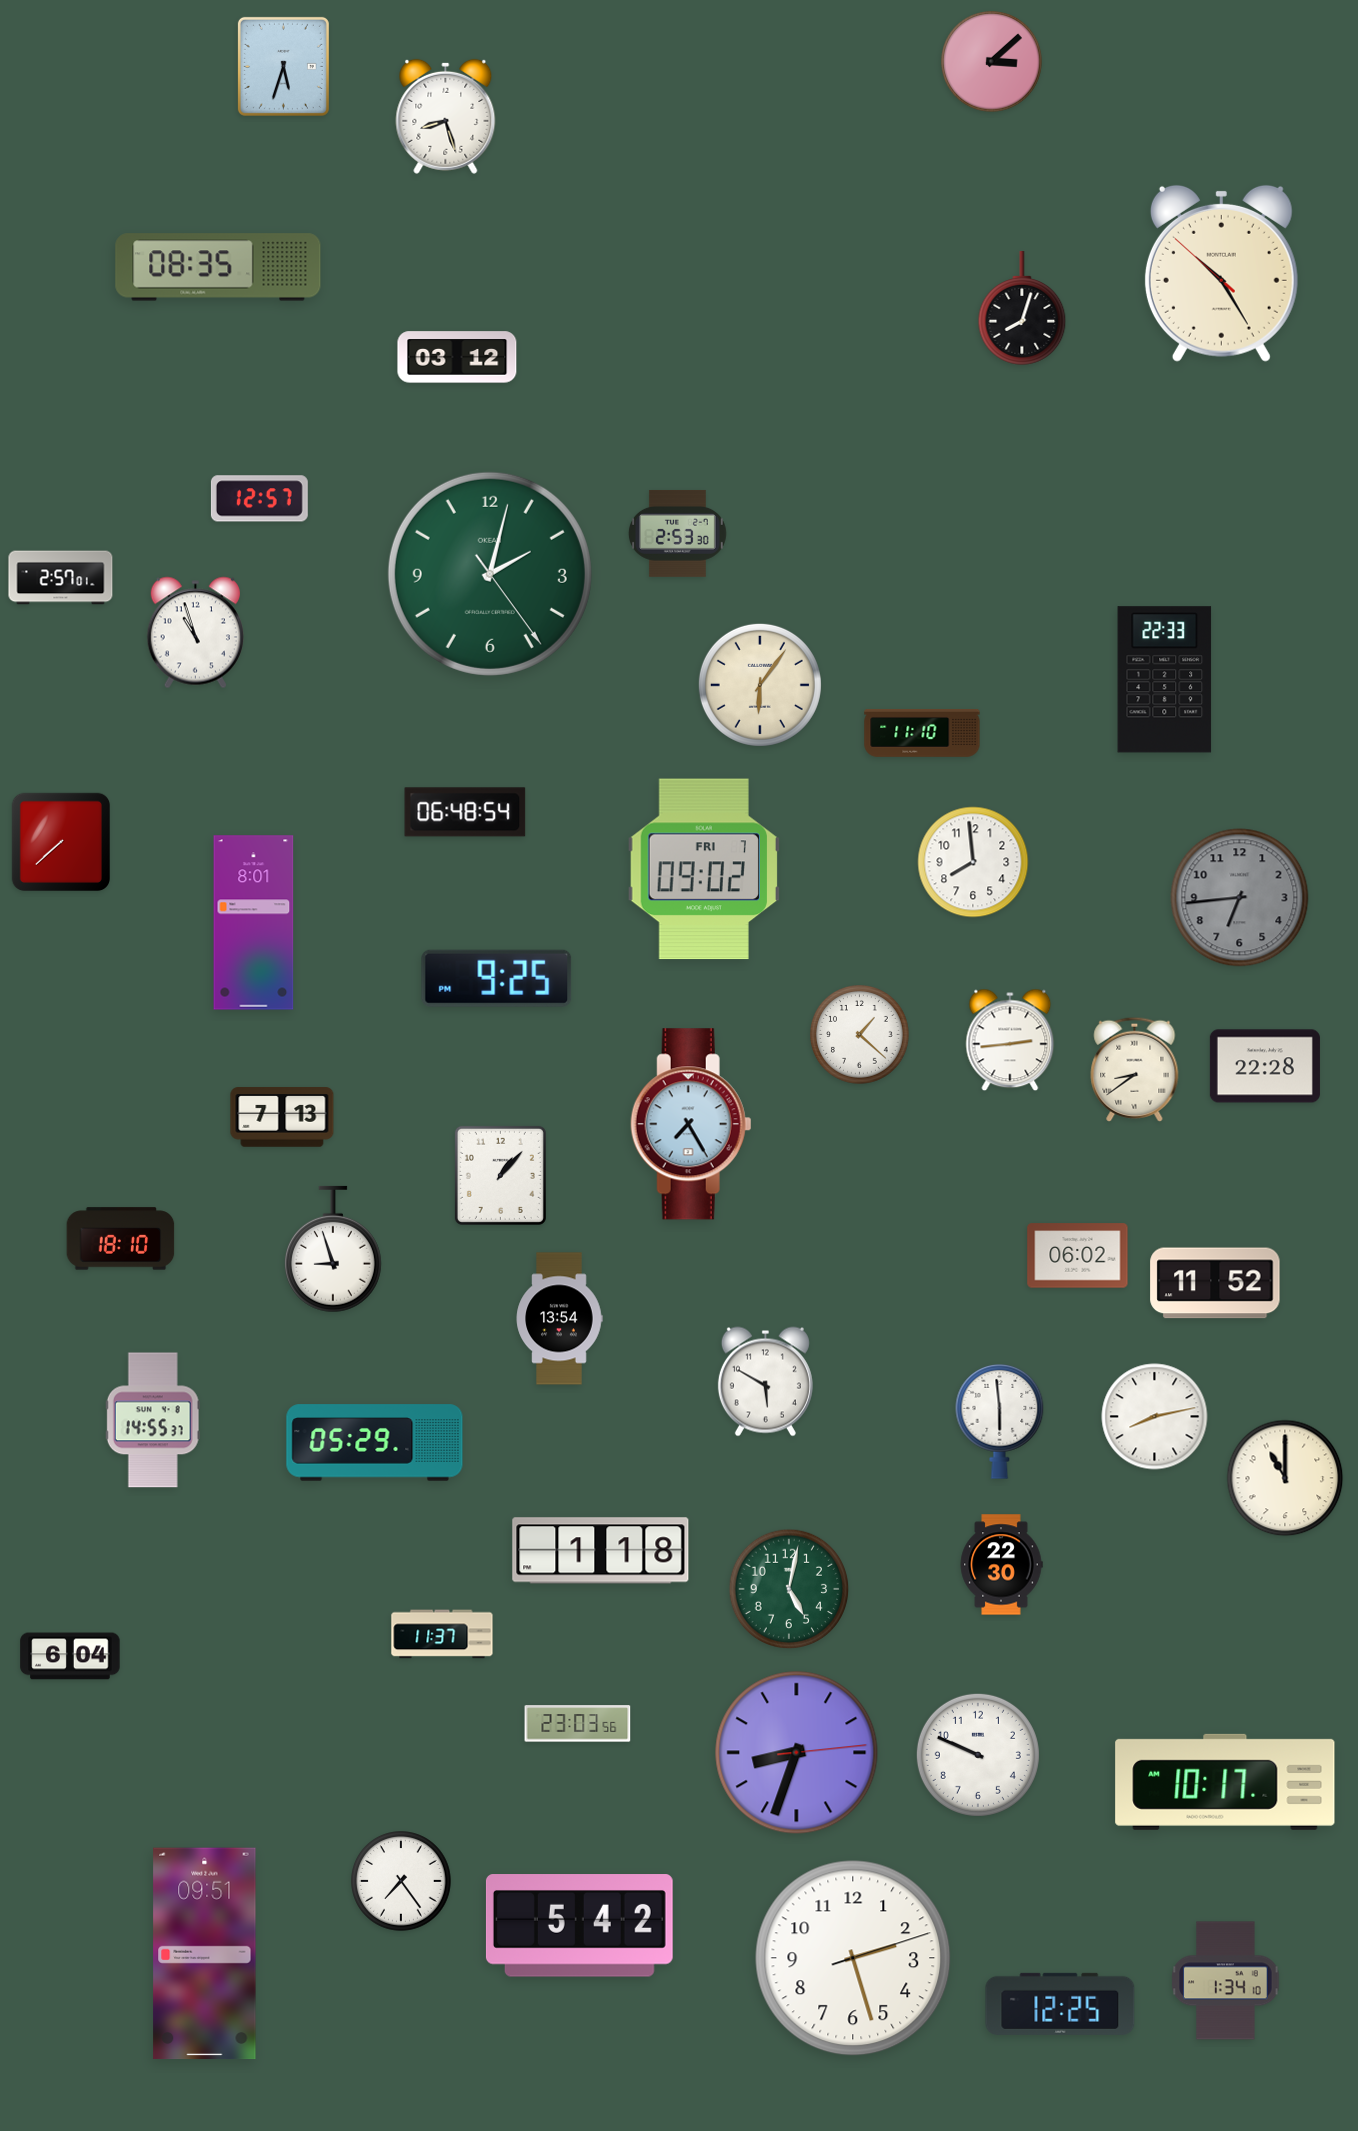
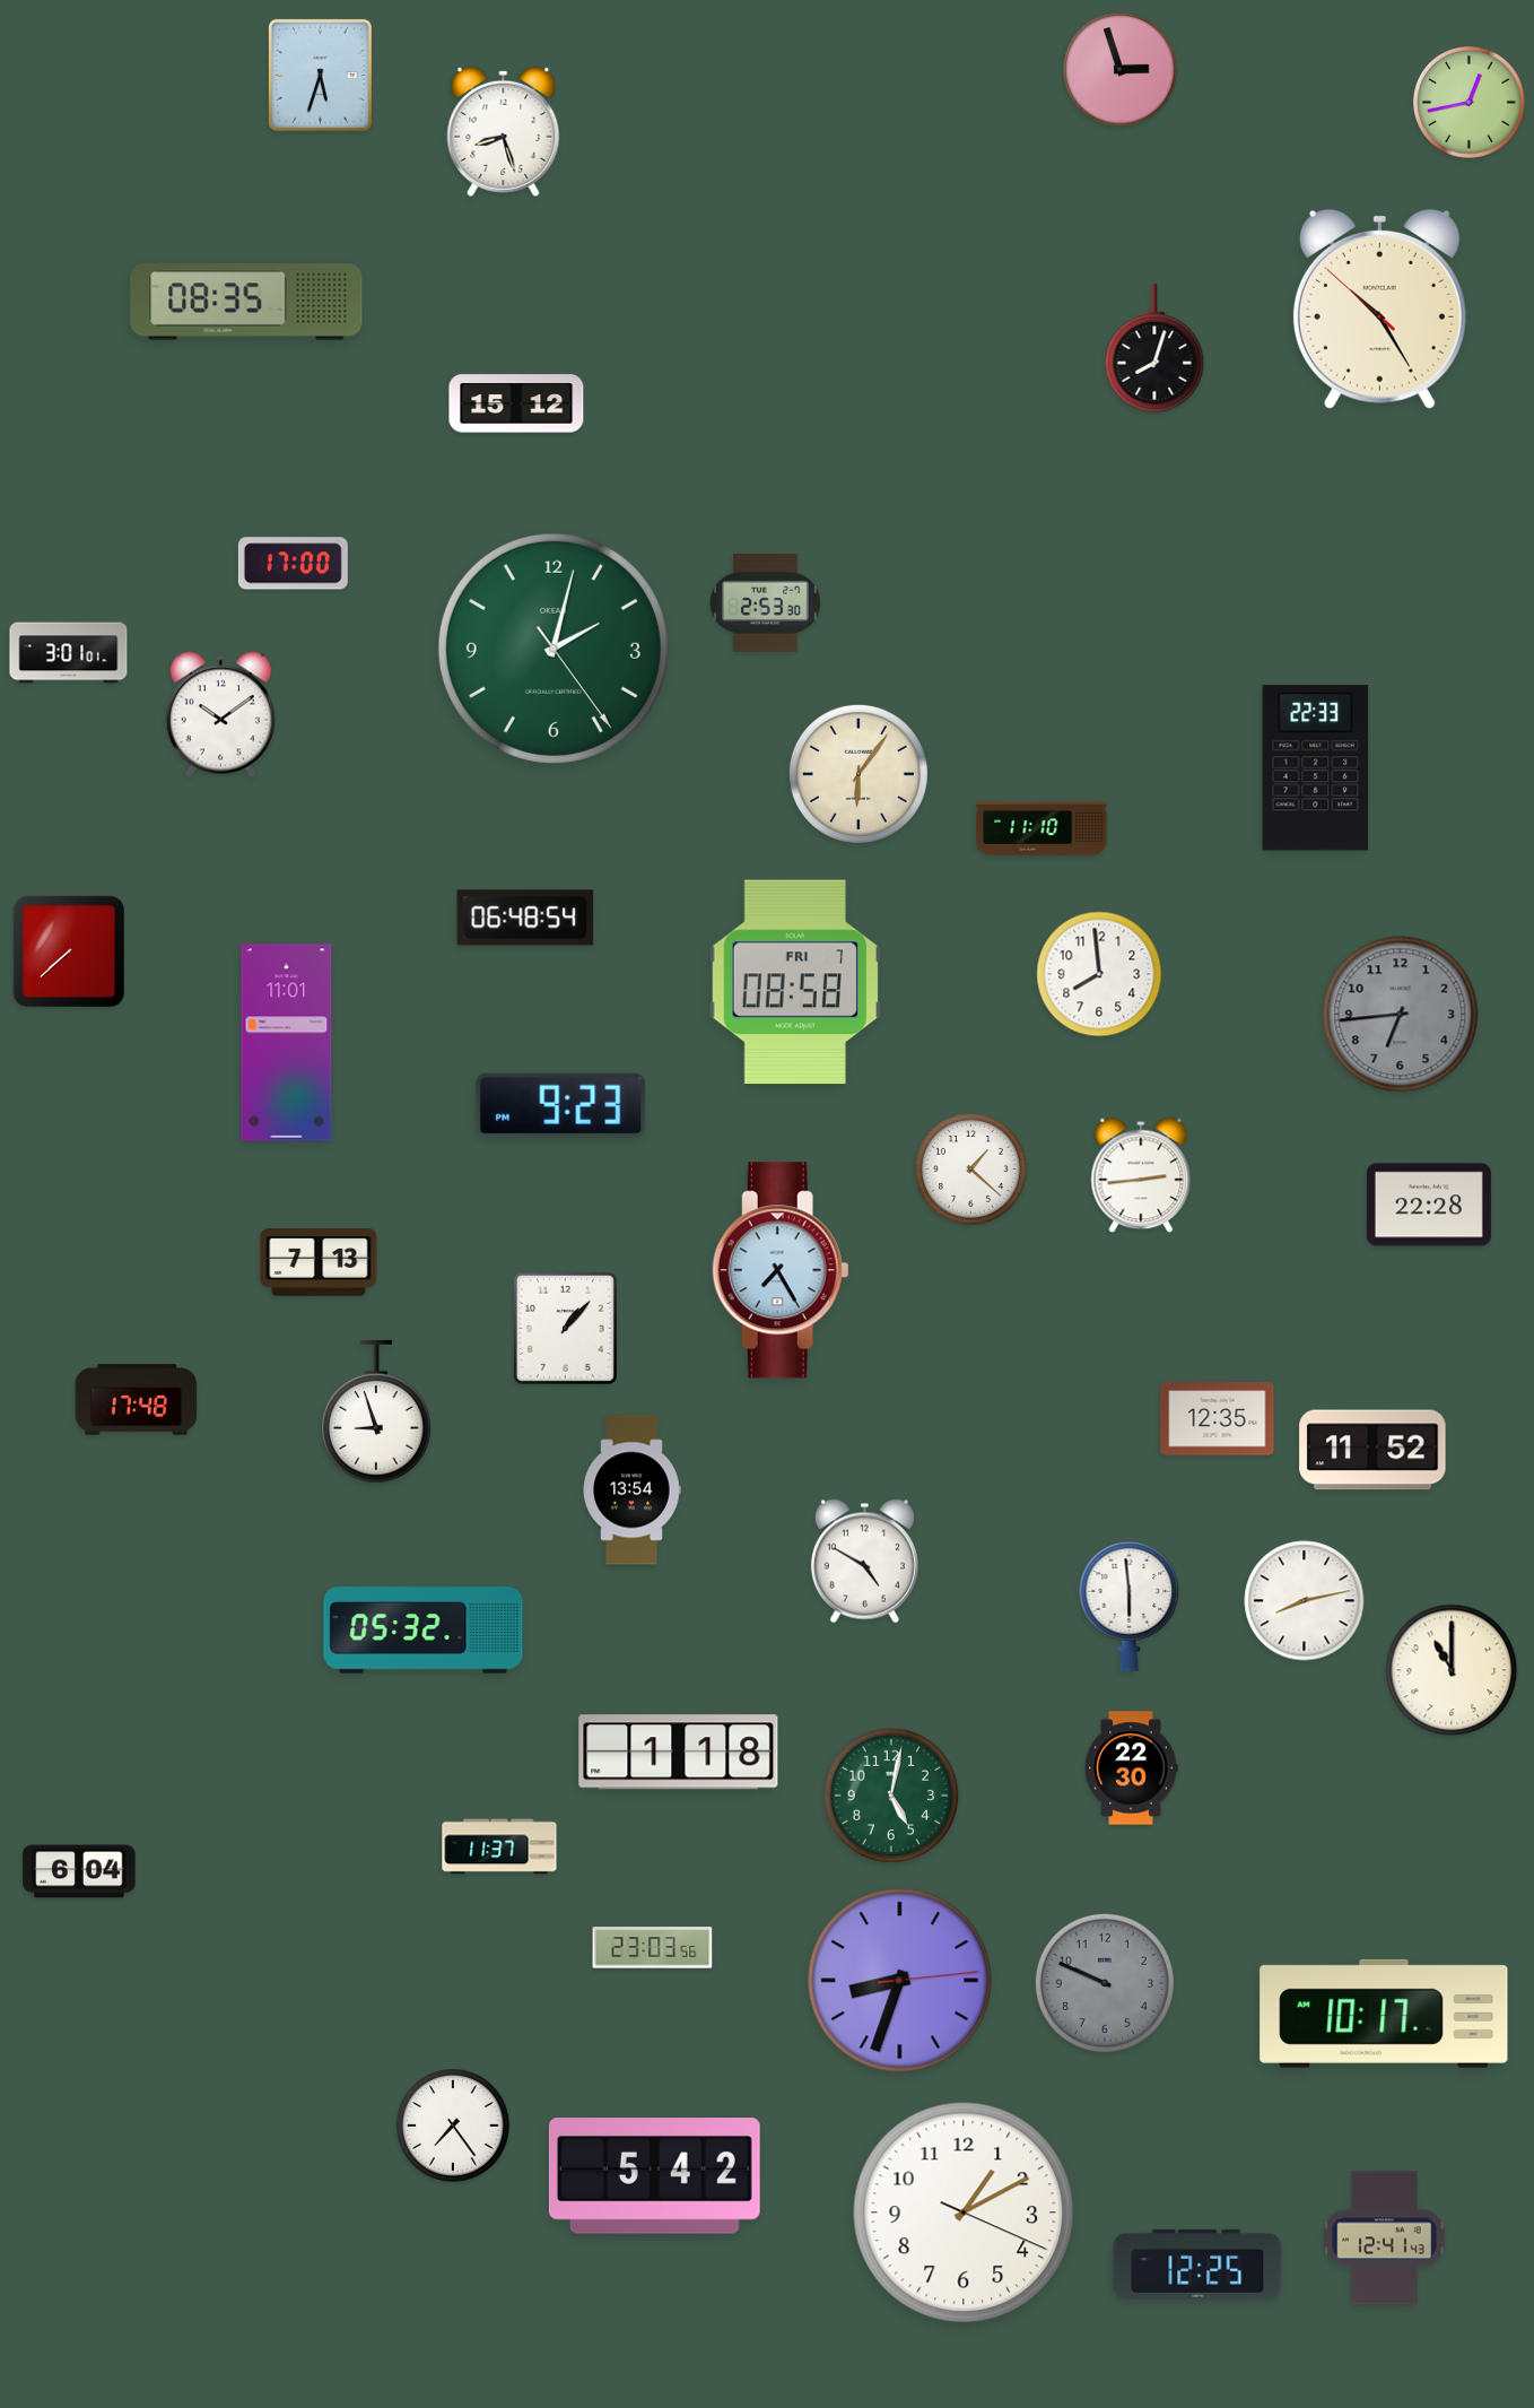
clock at (992, 62): 3:08 -> 2:57
clock at (1470, 103): none -> 12:43
clock at (457, 357): 03:12 -> 15:12
clock at (259, 499): 12:57 -> 17:00
clock at (61, 578): 2:57 -> 3:01
clock at (195, 633): 10:57 -> 10:09
clock at (703, 869): 09:02 -> 08:58
clock at (254, 923): 8:01 -> 11:01
clock at (497, 978): 9:25 -> 9:23
clock at (1135, 1069): 8:39 -> none
clock at (121, 1239): 18:10 -> 17:48
clock at (1078, 1256): 06:02 -> 12:35
clock at (765, 1382): 5:50 -> 4:50
clock at (153, 1420): 14:55 -> none
clock at (375, 1443): 05:29 -> 05:32
clock at (978, 1755) dial: white -> grey
clock at (205, 1954): 09:51 -> none
clock at (853, 1958): 2:27 -> 1:10
clock at (1226, 1981): 1:34 -> 12:41
